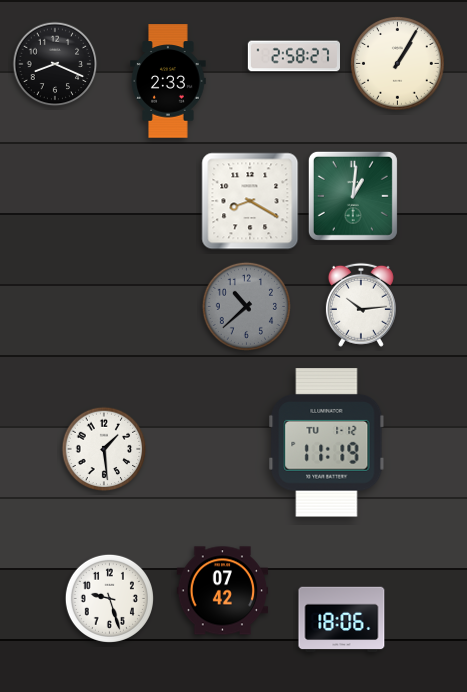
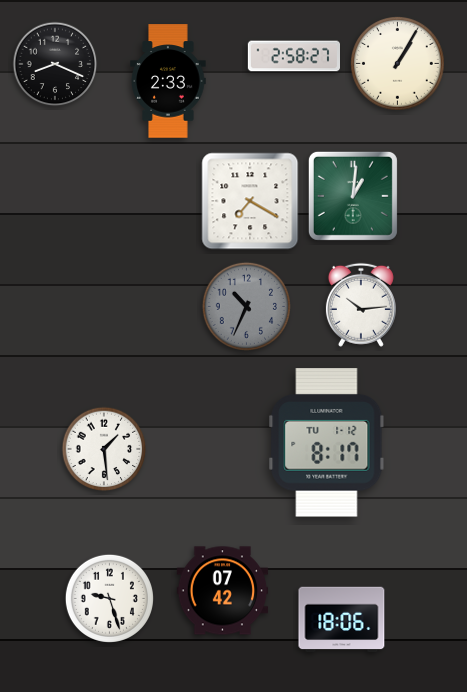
clock at (250, 201): 8:20 -> 7:20
clock at (246, 306): 10:38 -> 10:34
clock at (327, 443): 11:19 -> 8:17
